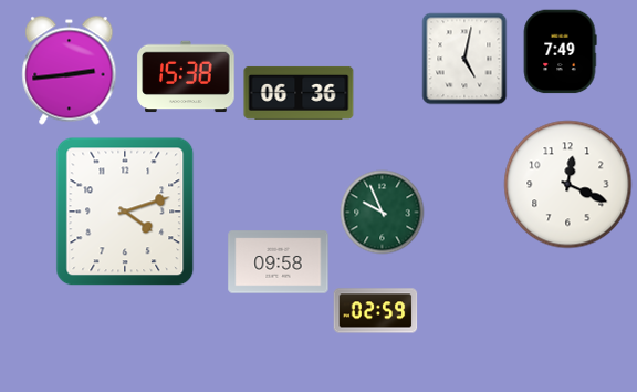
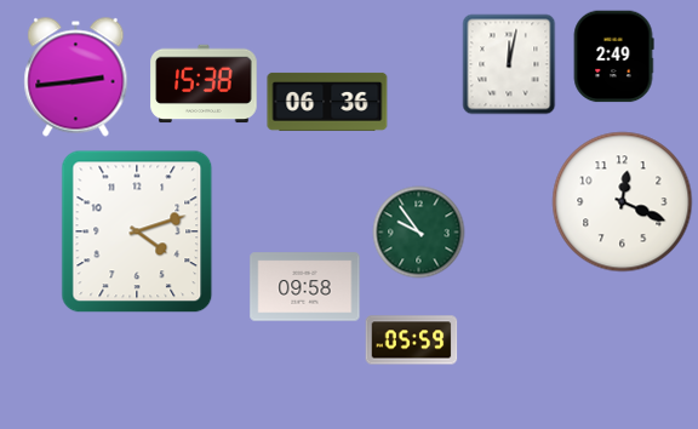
clock at (560, 52): 7:49 -> 2:49
clock at (464, 59): 5:02 -> 12:02
clock at (383, 213): 9:56 -> 9:54
clock at (376, 311): 02:59 -> 05:59
